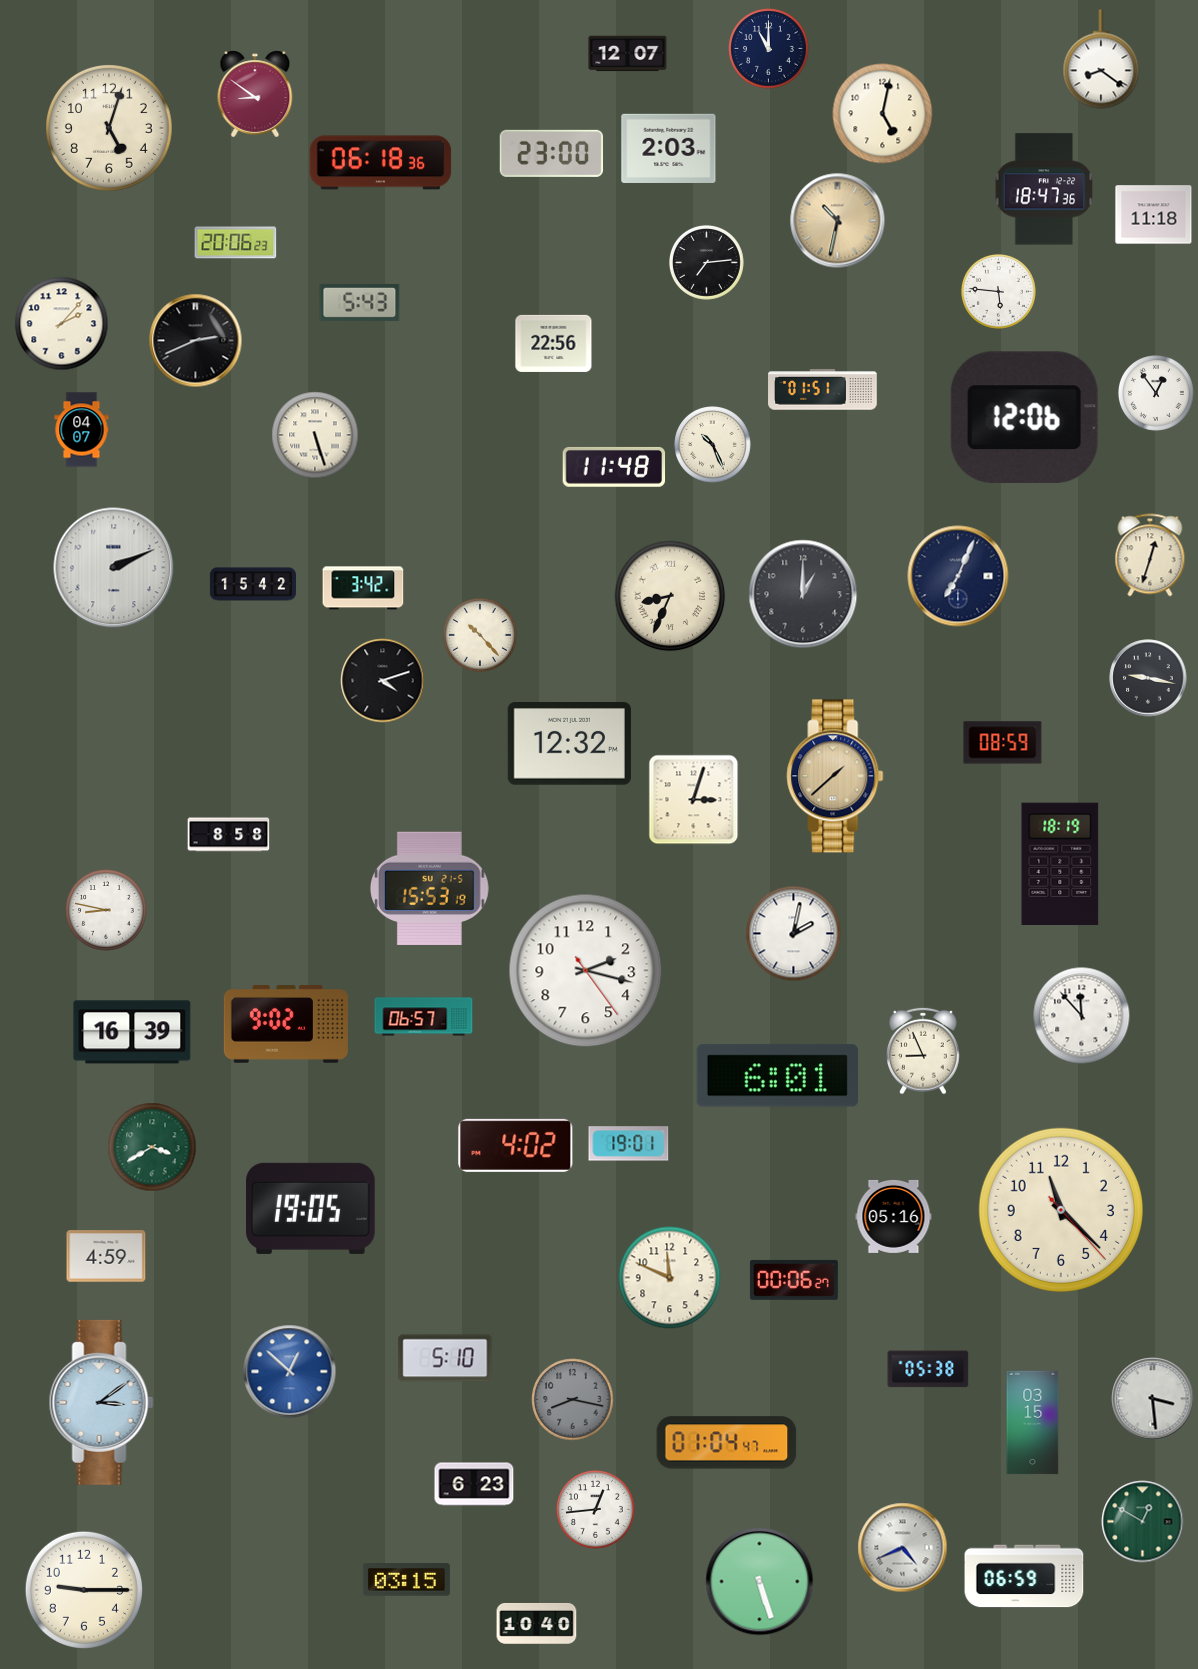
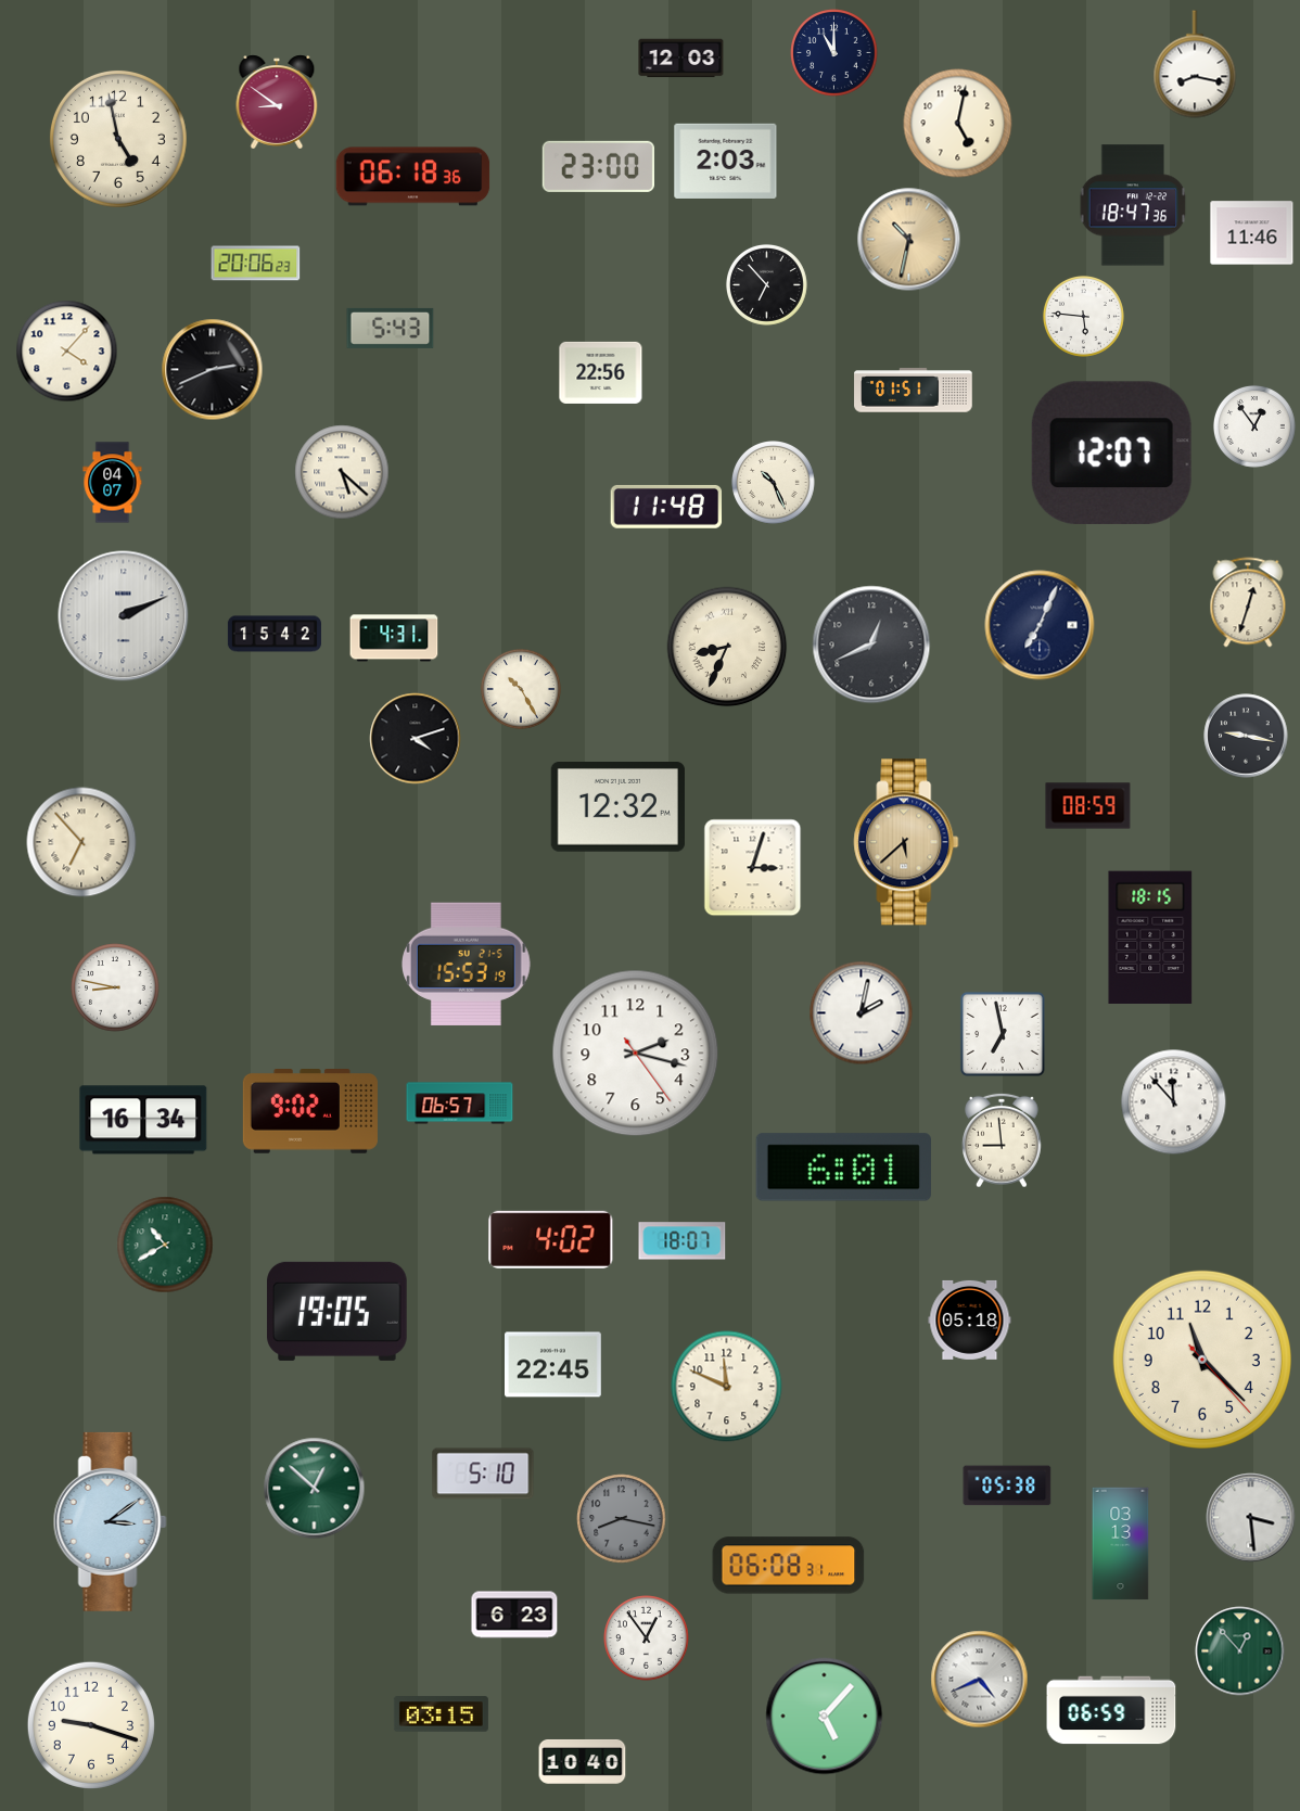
clock at (628, 54): 12:07 -> 12:03
clock at (1101, 59): 8:21 -> 8:17
clock at (109, 128): 5:03 -> 4:58
clock at (1154, 215): 11:18 -> 11:46
clock at (706, 262): 7:14 -> 6:53
clock at (62, 324): 2:07 -> 4:07
clock at (823, 390) position: (823, 390) -> (914, 391)
clock at (1024, 417): 12:06 -> 12:07
clock at (82, 430) position: (82, 430) -> (113, 483)
clock at (315, 435): 5:27 -> 5:22
clock at (363, 588): 3:42 -> 4:31
clock at (803, 594): 1:00 -> 12:41
clock at (480, 635): 10:23 -> 10:25
clock at (81, 842): none -> 6:53
clock at (835, 776): 1:38 -> 5:38
clock at (229, 835): 8:58 -> none
clock at (1060, 863): 18:19 -> 18:15
clock at (1003, 1034): none -> 6:58
clock at (132, 1032): 16:39 -> 16:34
clock at (923, 1051): 8:56 -> 8:59
clock at (629, 1144): 19:01 -> 18:07
clock at (516, 1145) position: (516, 1145) -> (551, 1239)
clock at (152, 1147): 3:40 -> 10:40
clock at (1061, 1210) position: (1061, 1210) -> (1202, 1360)
clock at (894, 1216): 05:16 -> 05:18
clock at (106, 1256): 4:59 -> none
clock at (553, 1365): none -> 22:45
clock at (794, 1280): 00:06 -> none
clock at (290, 1372) dial: blue -> green
clock at (1033, 1423): 03:15 -> 03:13
clock at (727, 1443): 01:04 -> 06:08
clock at (474, 1484) position: (474, 1484) -> (514, 1615)
clock at (596, 1510): 12:44 -> 12:54
clock at (1143, 1522): 12:50 -> 12:53
clock at (760, 1582): 5:27 -> 5:07
clock at (84, 1590): 9:15 -> 9:18
